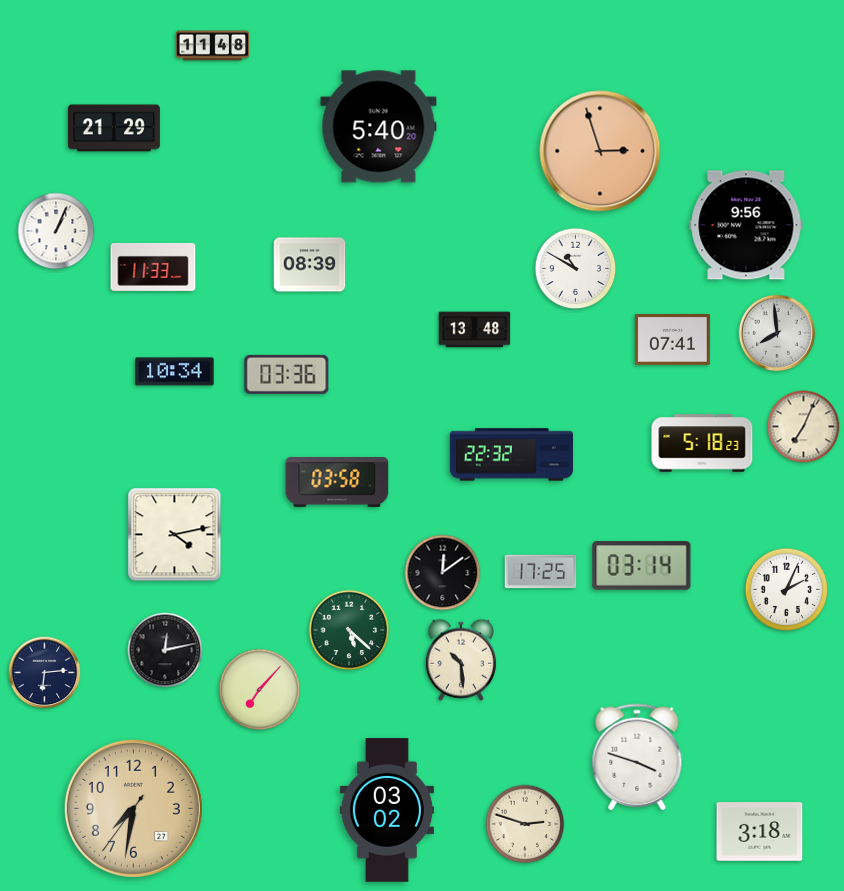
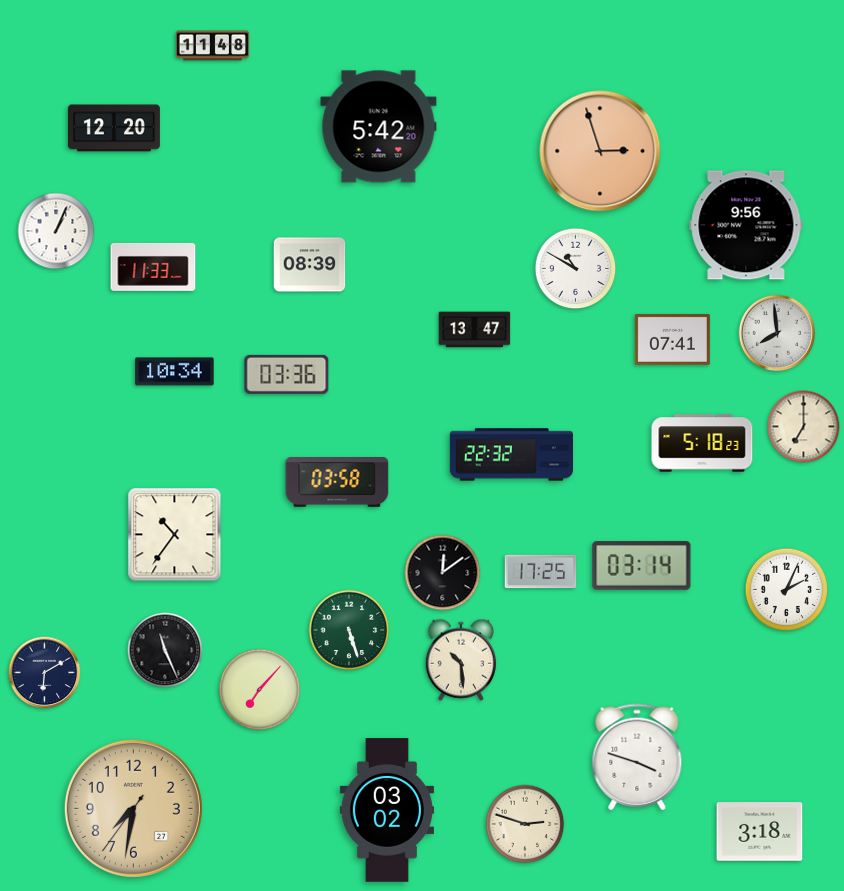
clock at (379, 127): 5:40 -> 5:42
clock at (114, 128): 21:29 -> 12:20
clock at (475, 330): 13:48 -> 13:47
clock at (804, 427): 7:04 -> 7:00
clock at (175, 535): 4:13 -> 10:36
clock at (349, 630): 5:22 -> 5:27
clock at (165, 650): 12:13 -> 11:26
clock at (45, 673): 6:14 -> 6:10
